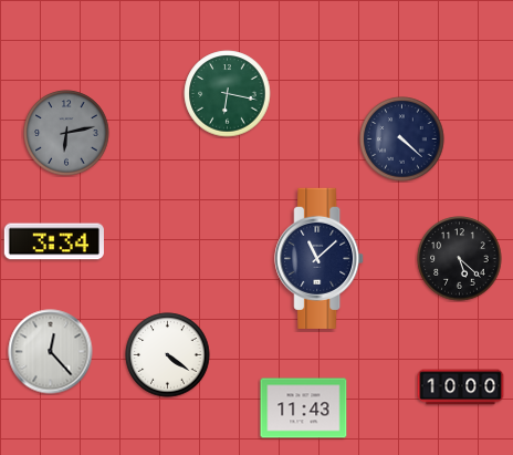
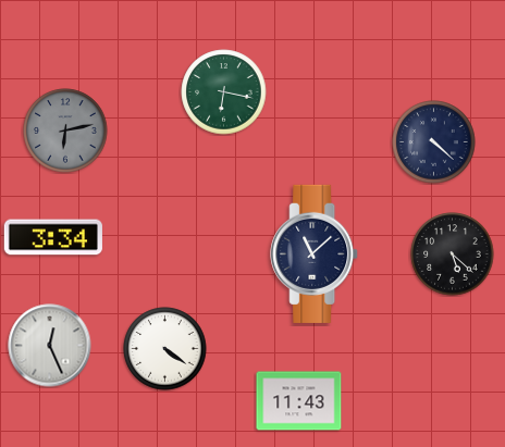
clock at (402, 139) position: (402, 139) -> (434, 142)
clock at (51, 352): 12:23 -> 12:26
clock at (461, 387): 10:00 -> none
